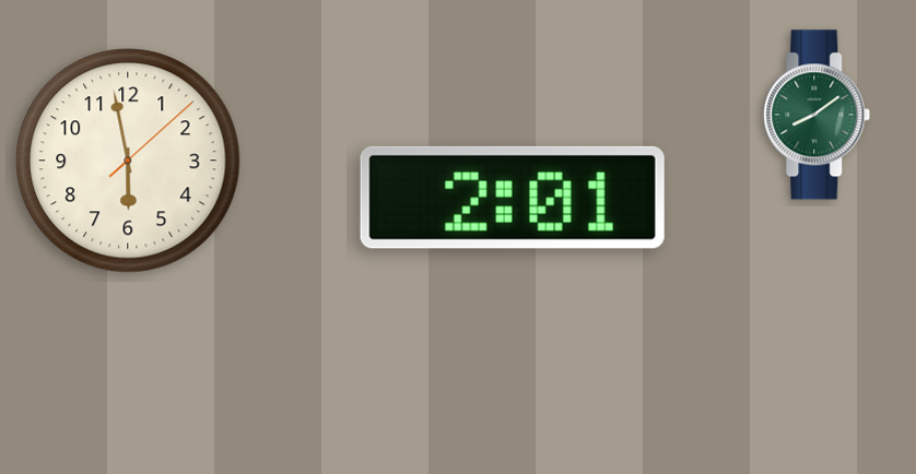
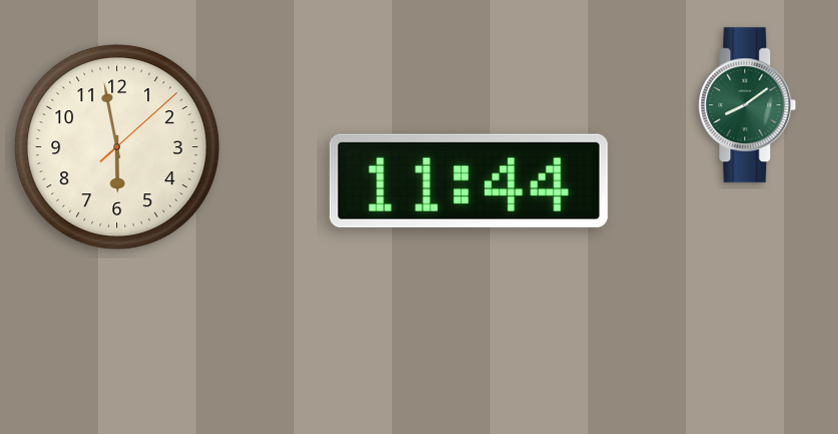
clock at (513, 198): 2:01 -> 11:44
